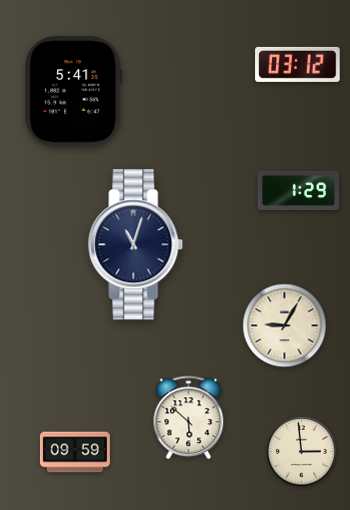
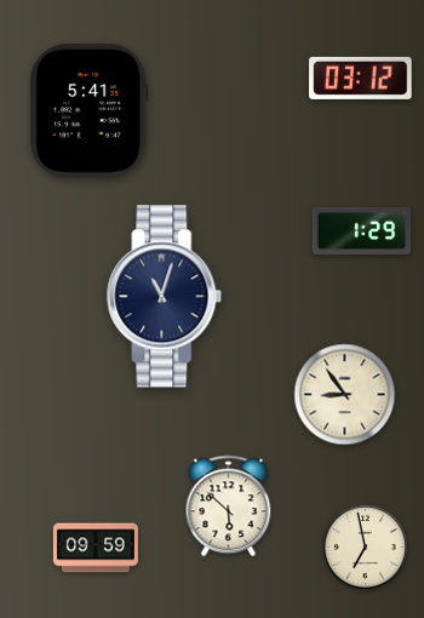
clock at (285, 326): 9:05 -> 8:54
clock at (301, 451): 2:59 -> 6:58
clock at (75, 452) position: (75, 452) -> (96, 548)
